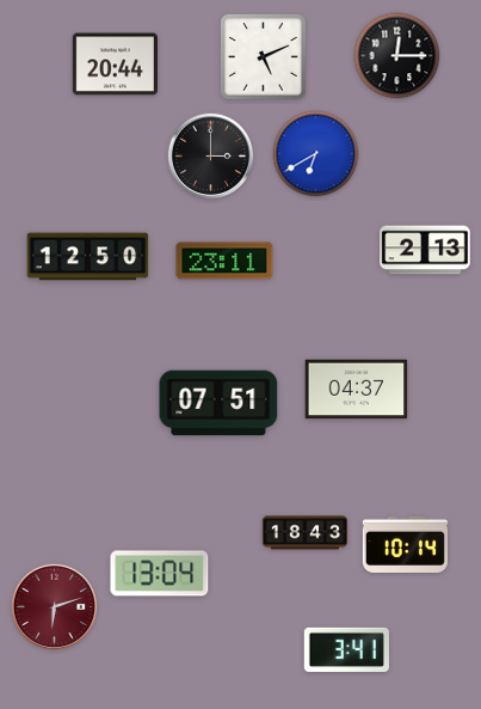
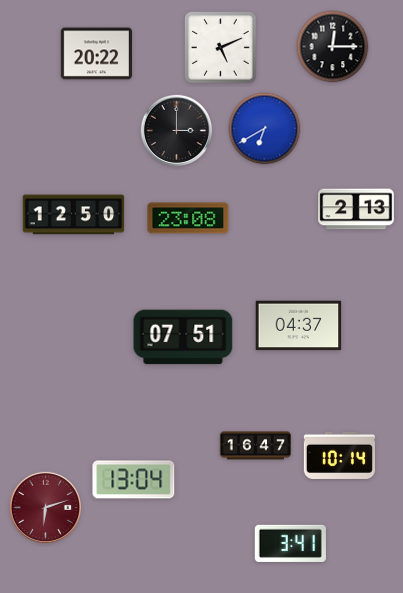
clock at (115, 65): 20:44 -> 20:22
clock at (224, 261): 23:11 -> 23:08
clock at (304, 533): 18:43 -> 16:47
